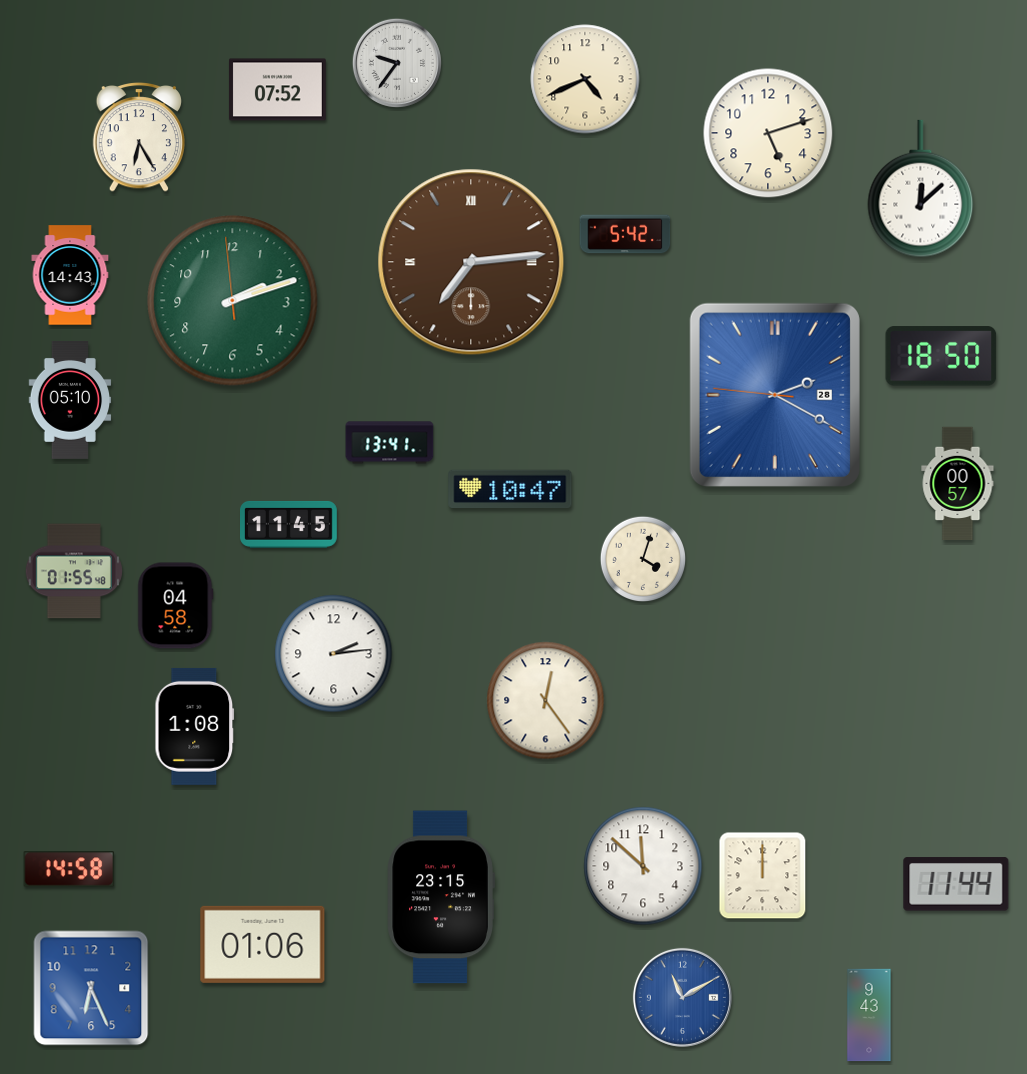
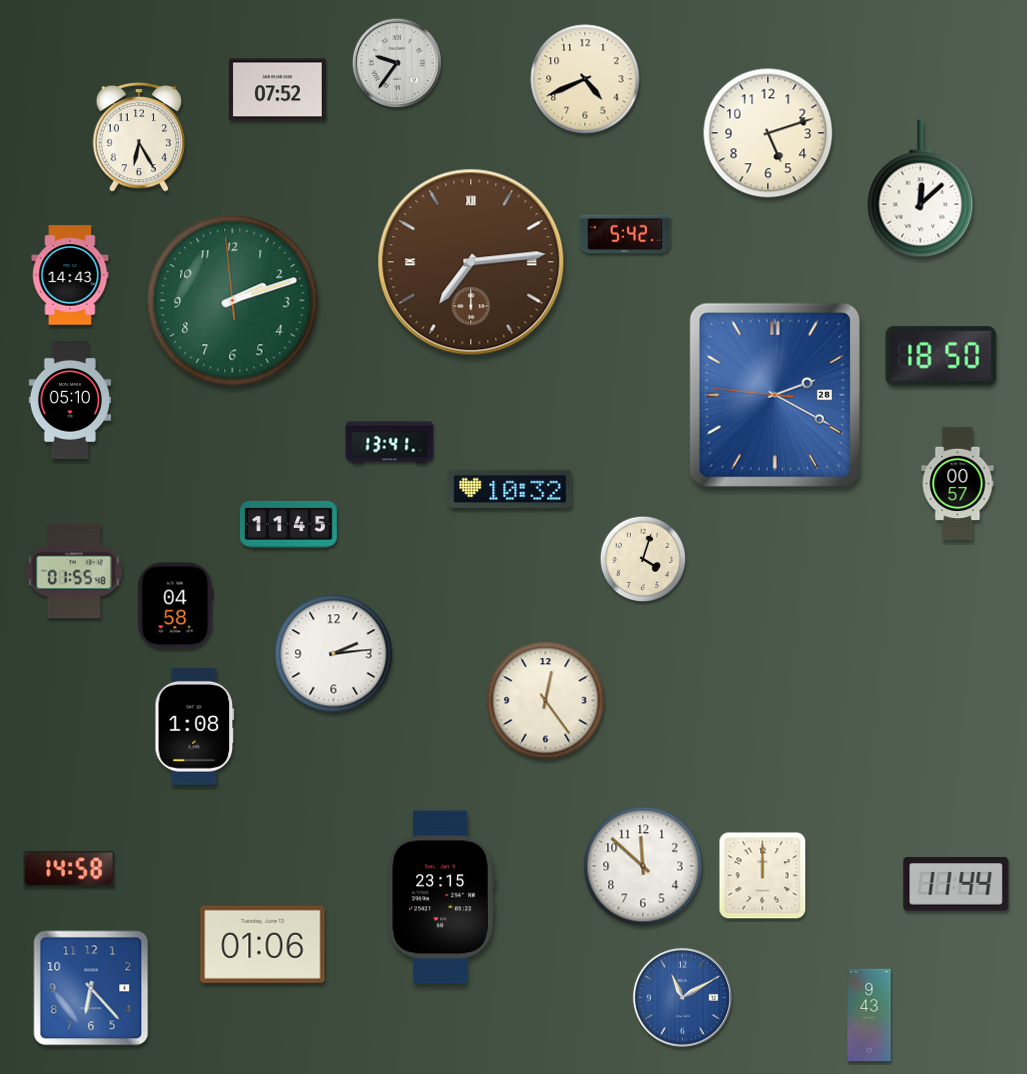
clock at (510, 488): 10:47 -> 10:32
clock at (91, 988): 6:26 -> 6:23
